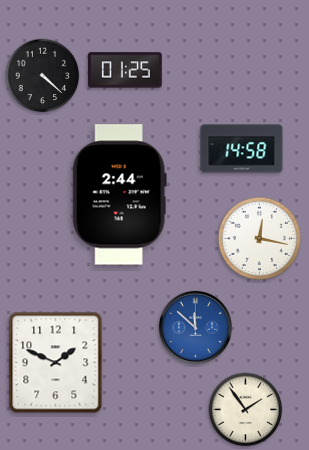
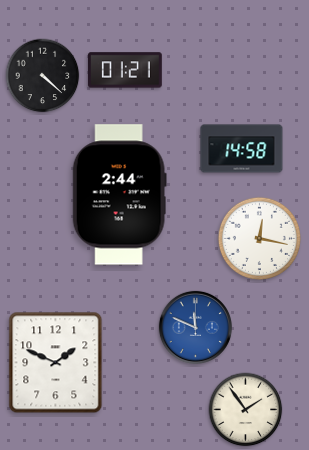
clock at (125, 70): 01:25 -> 01:21
clock at (195, 327): 11:52 -> 11:49
